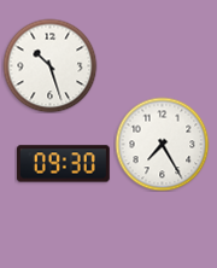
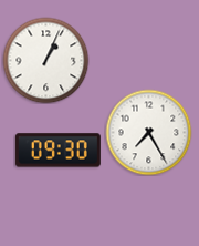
clock at (49, 65): 10:27 -> 1:04
